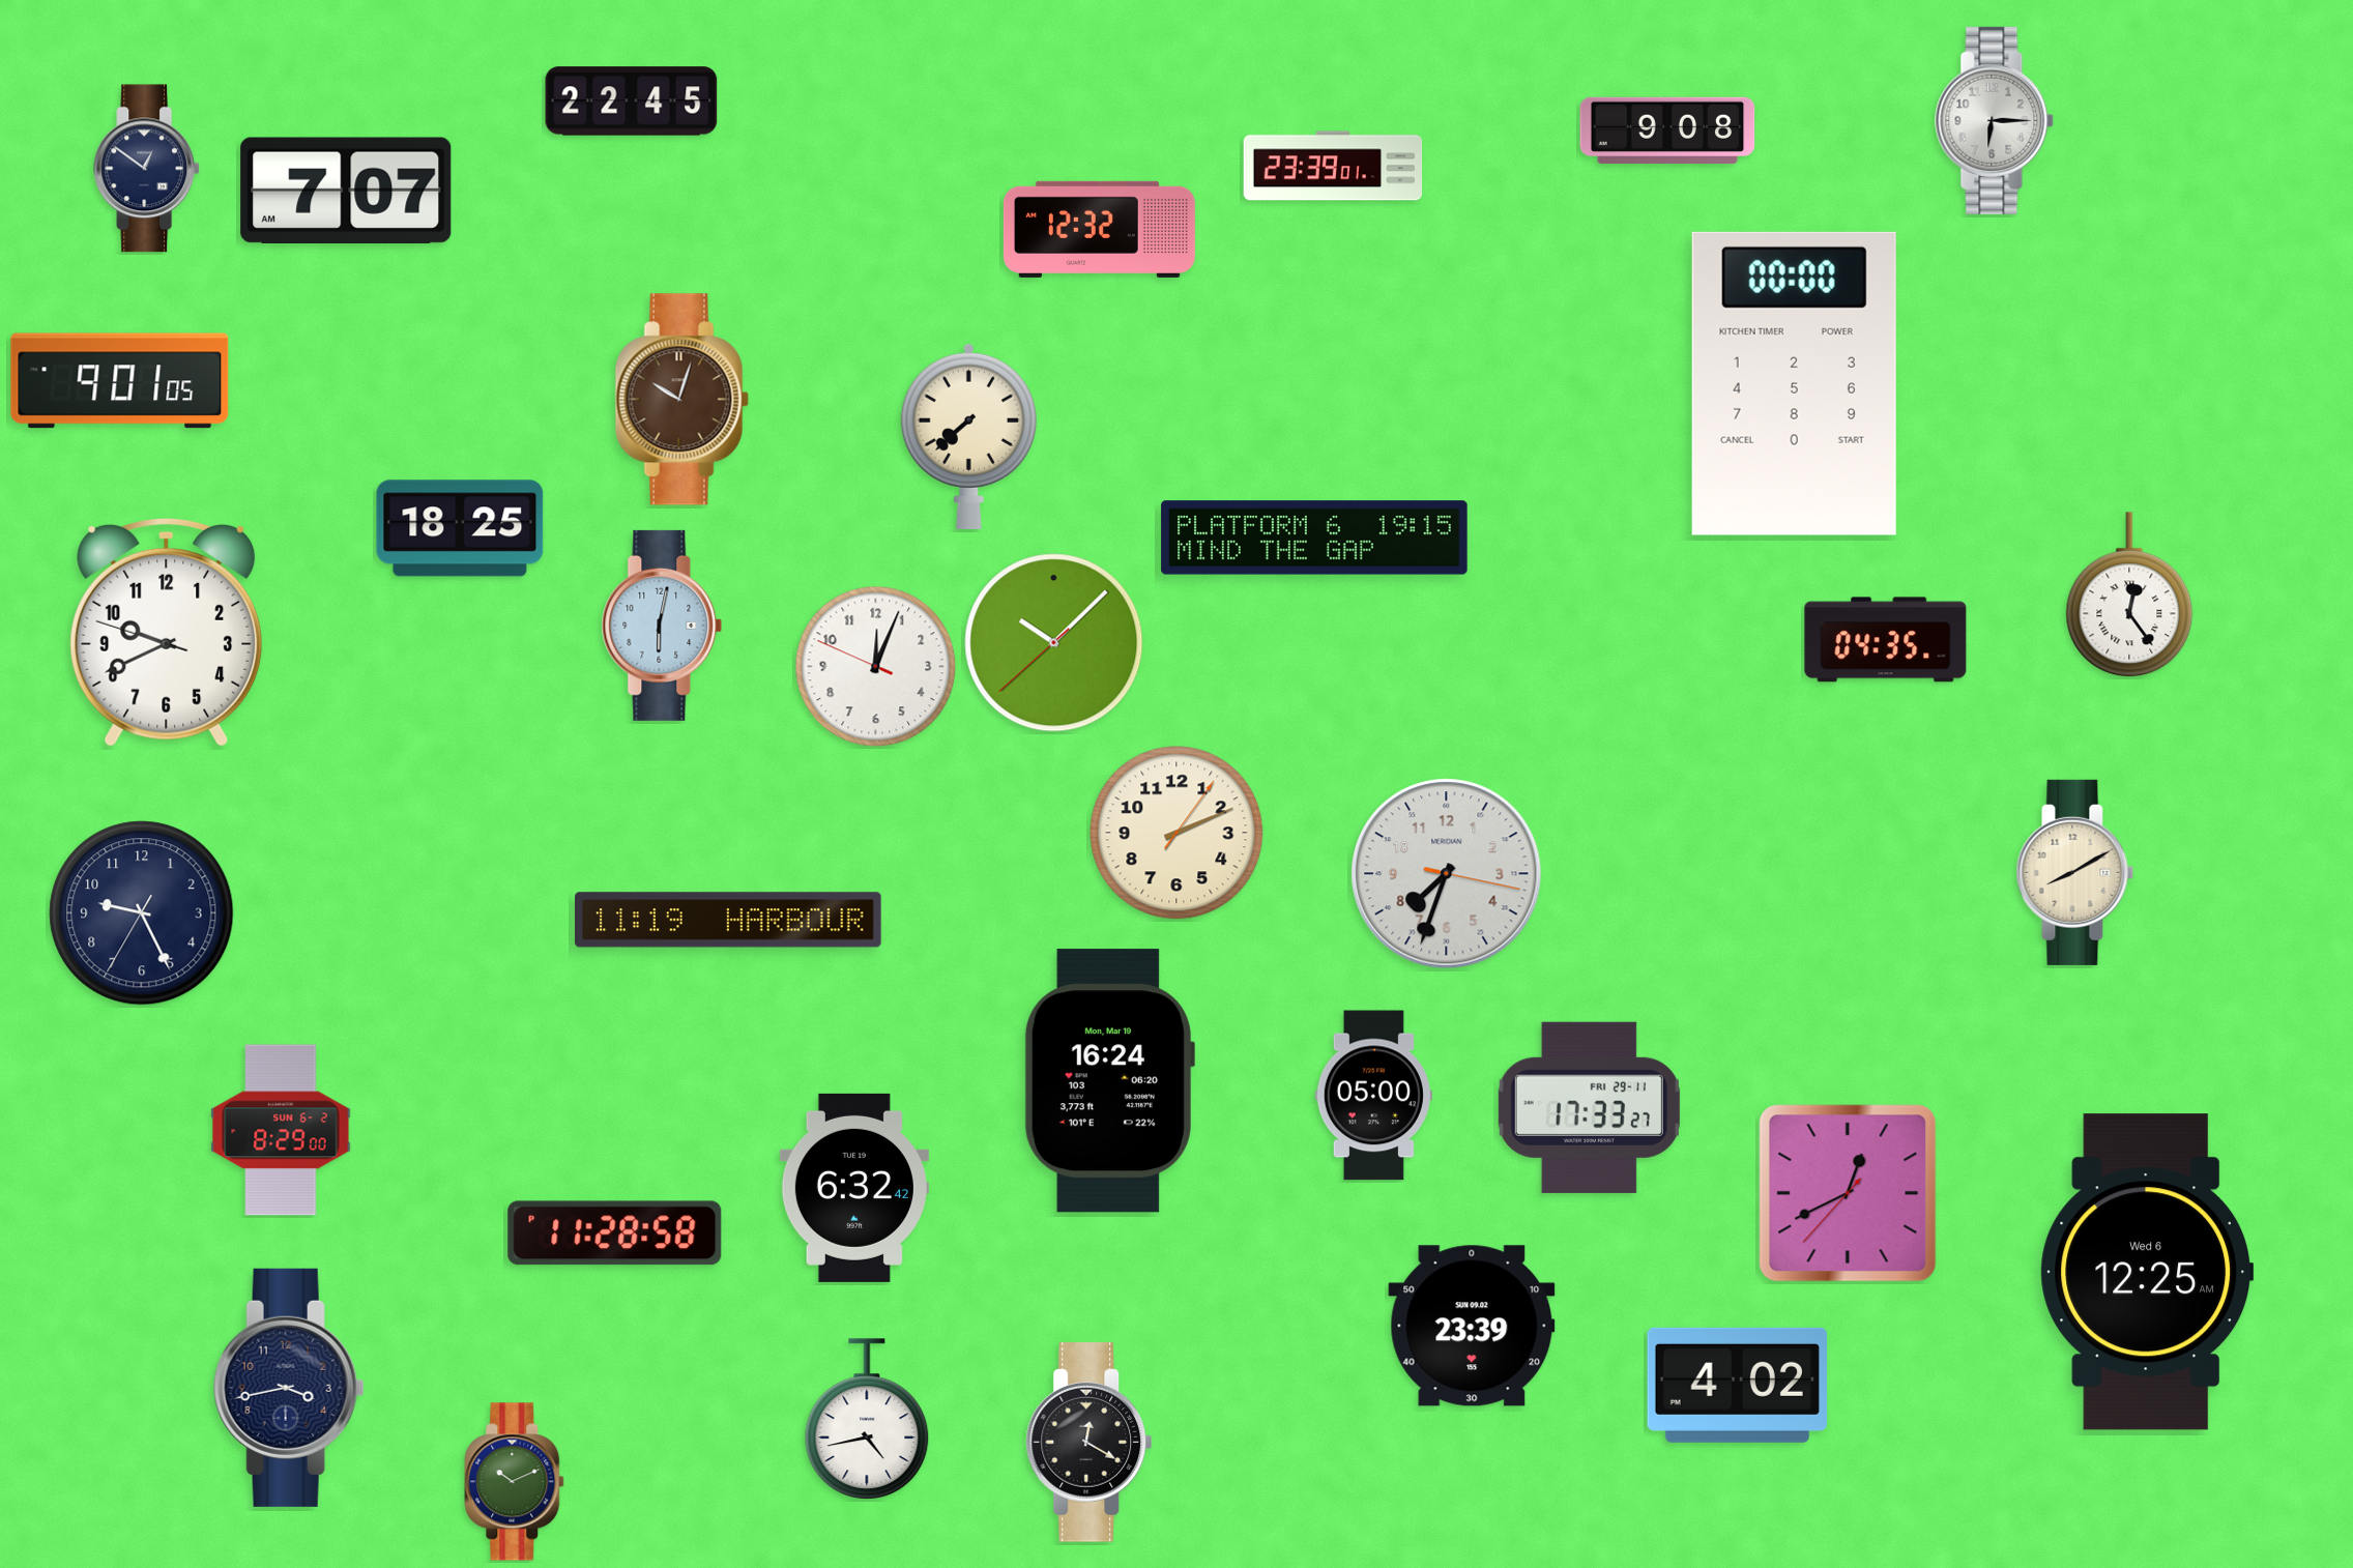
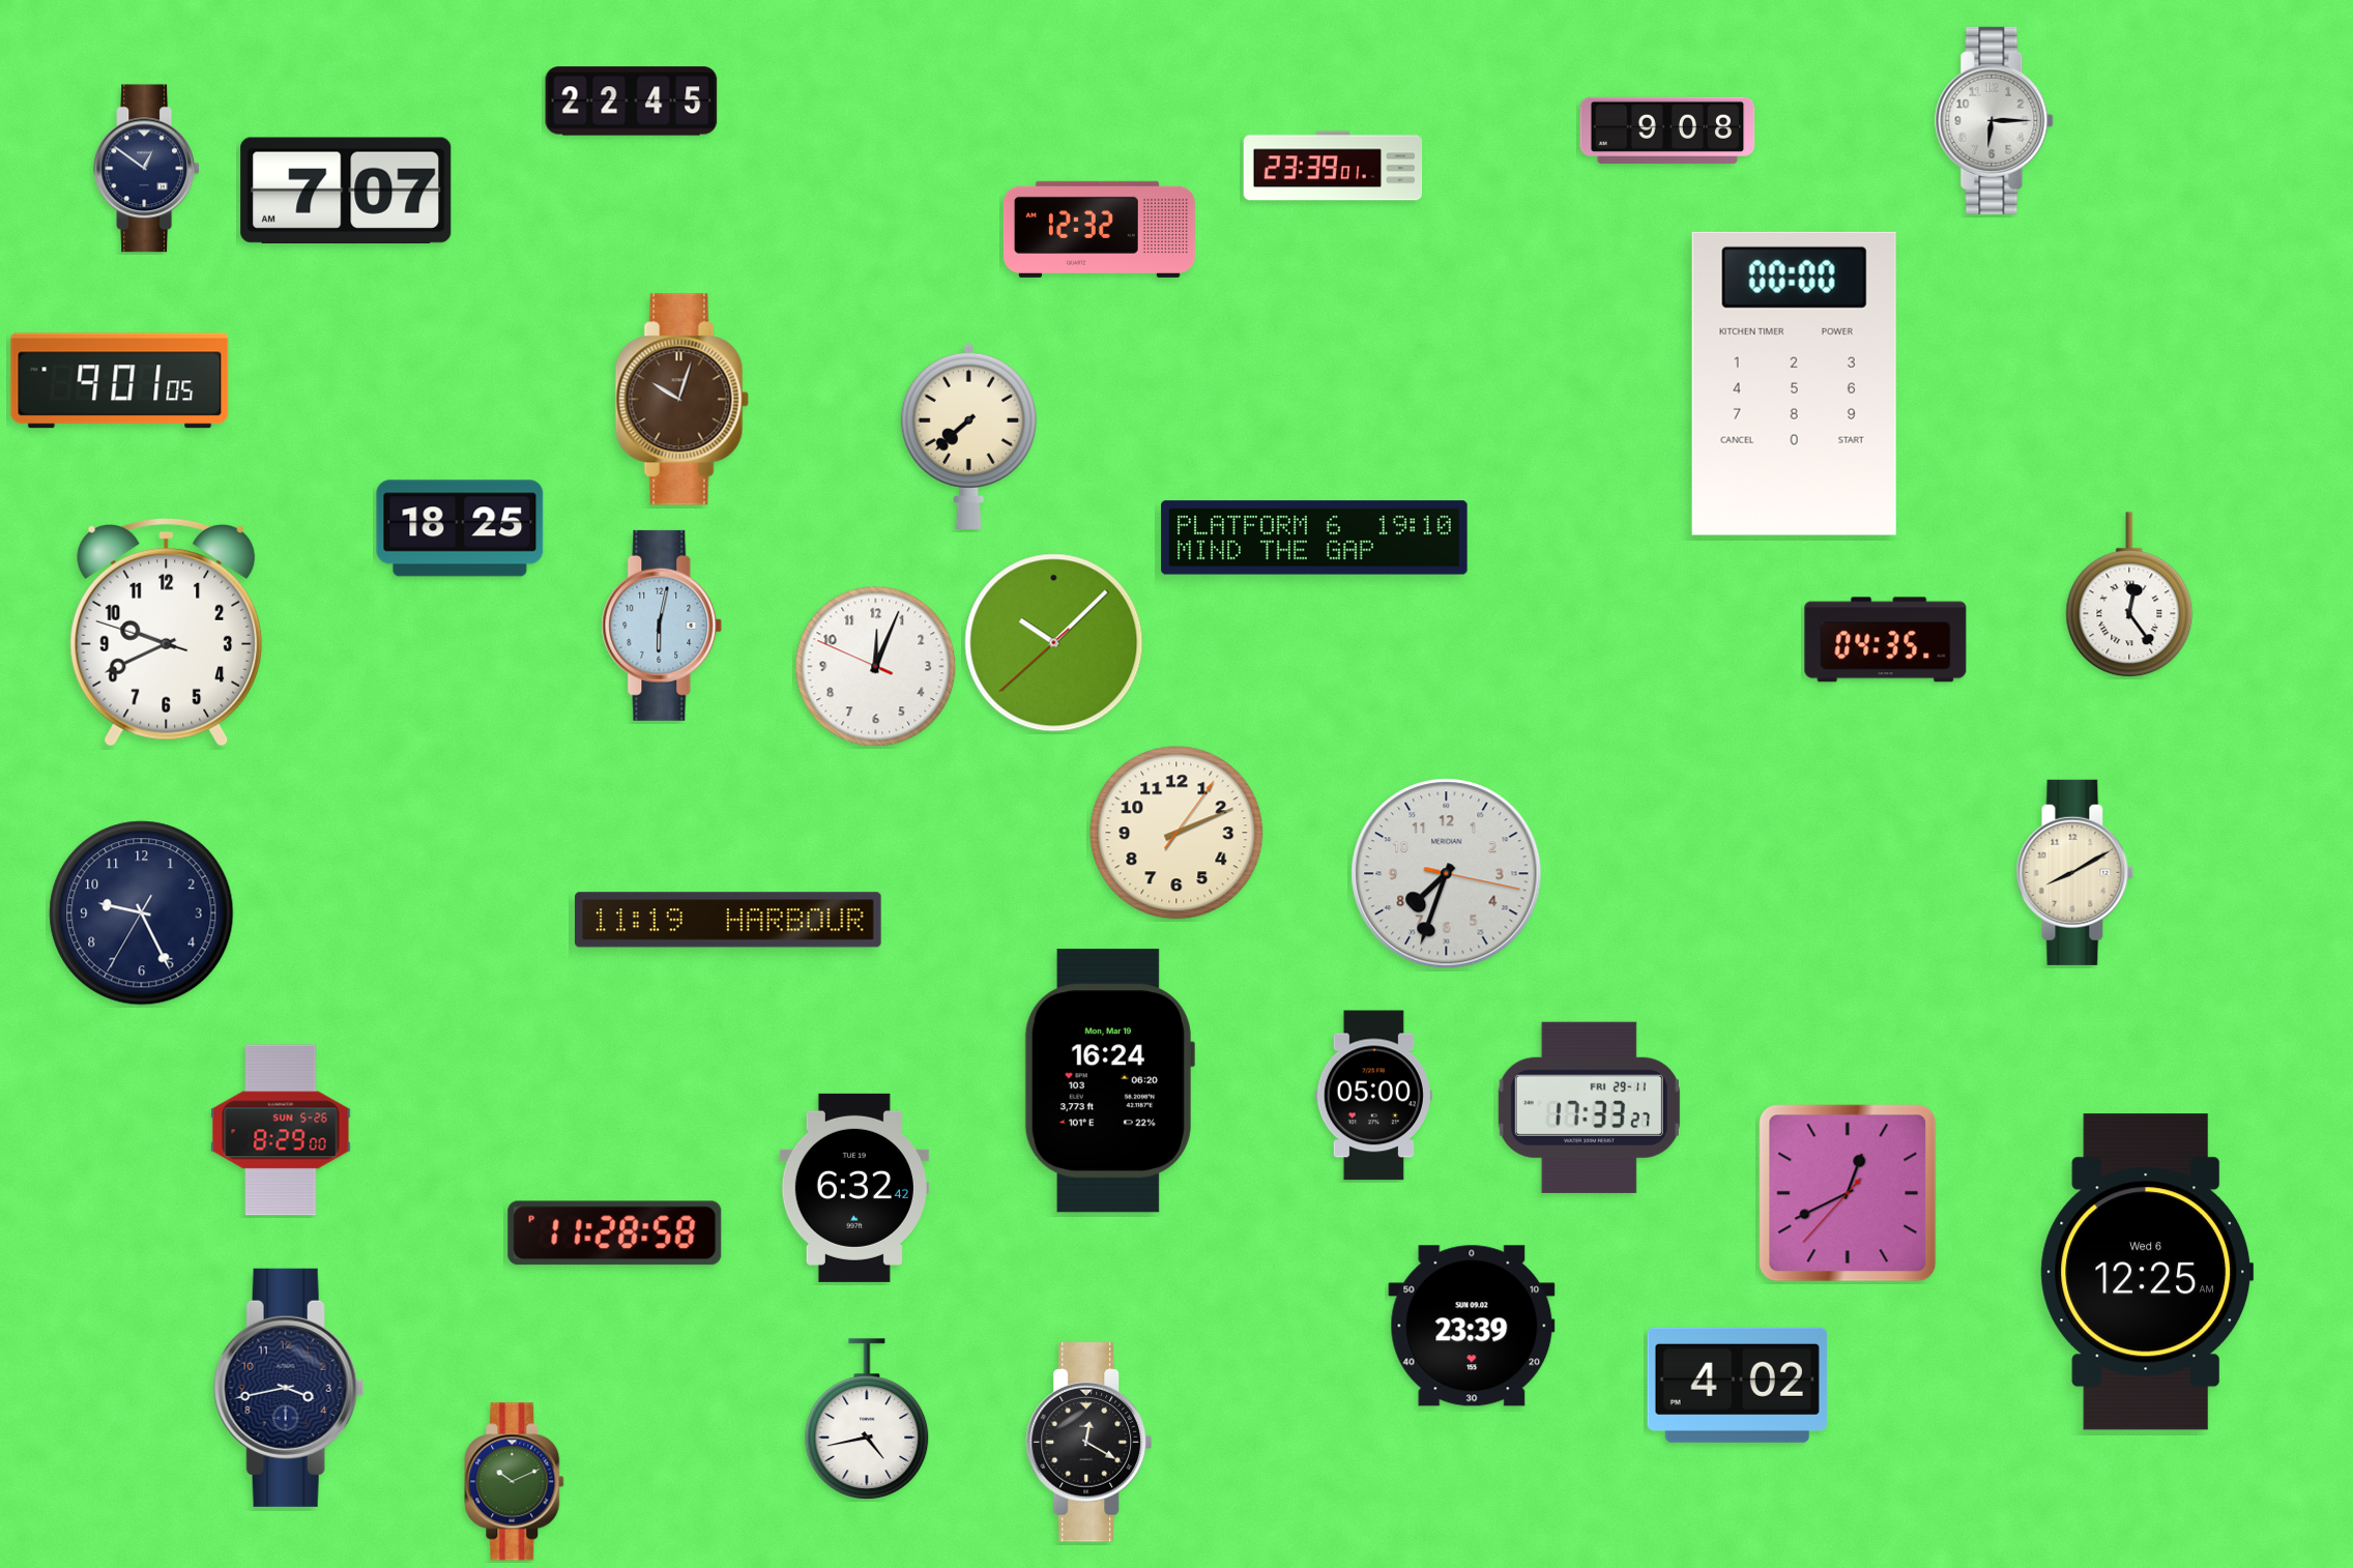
clock at (1314, 538): 19:15 -> 19:10
clock at (281, 1130) date: SUN 6-2 -> SUN 5-26
